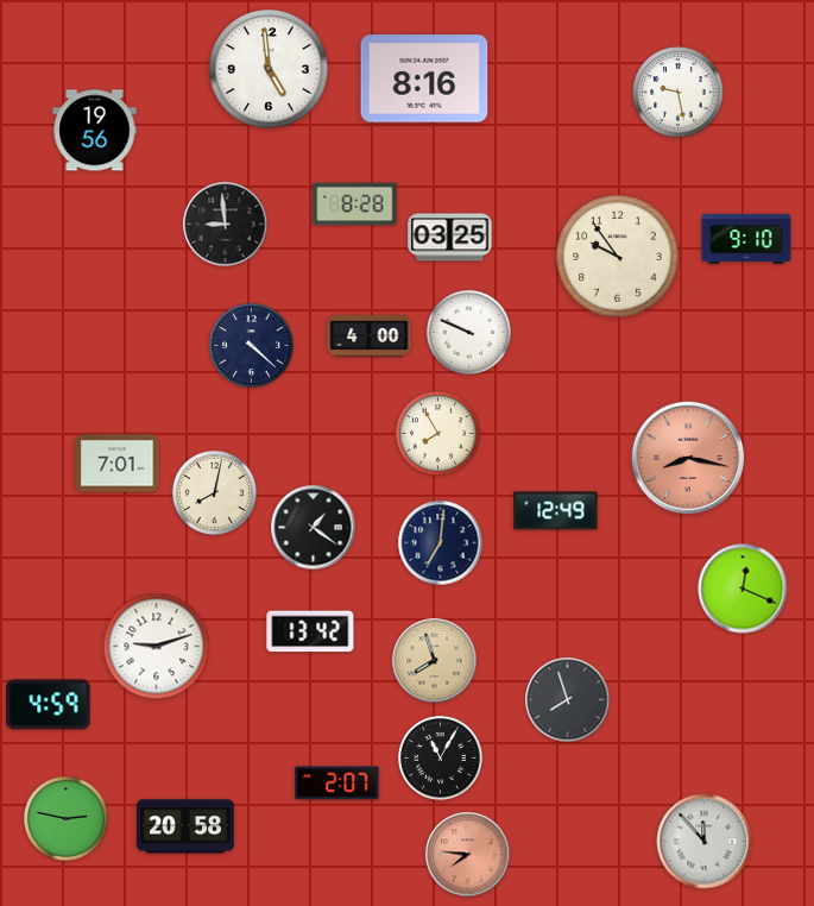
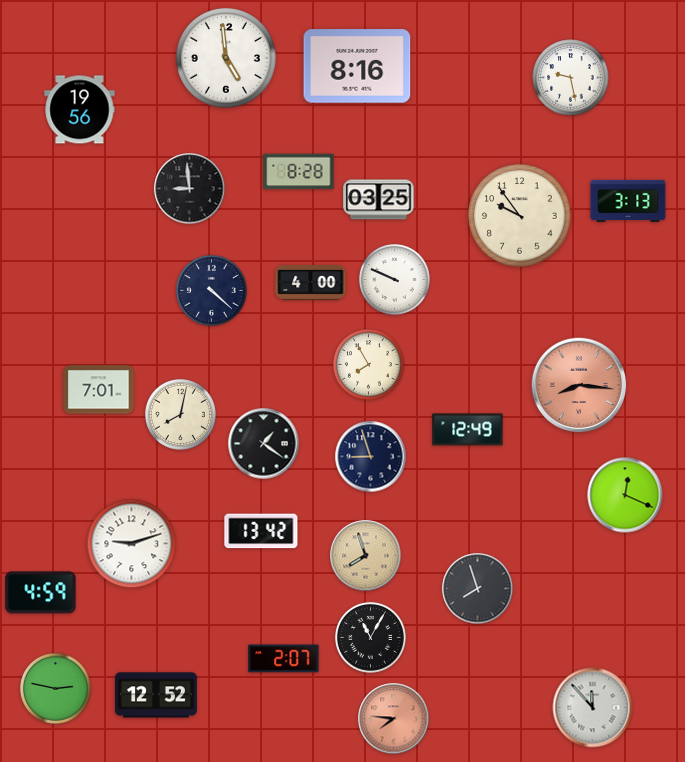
clock at (746, 239): 9:10 -> 3:13
clock at (688, 458): 8:17 -> 8:16
clock at (441, 543): 7:01 -> 8:57
clock at (185, 826): 20:58 -> 12:52
